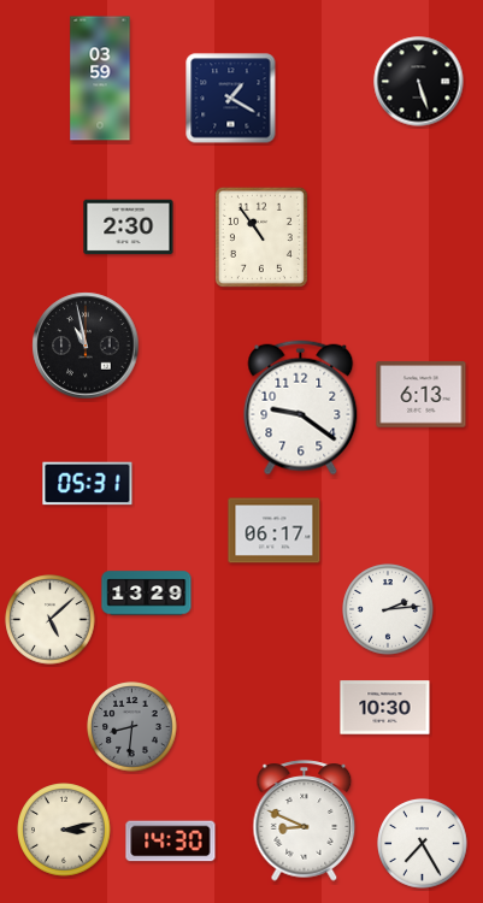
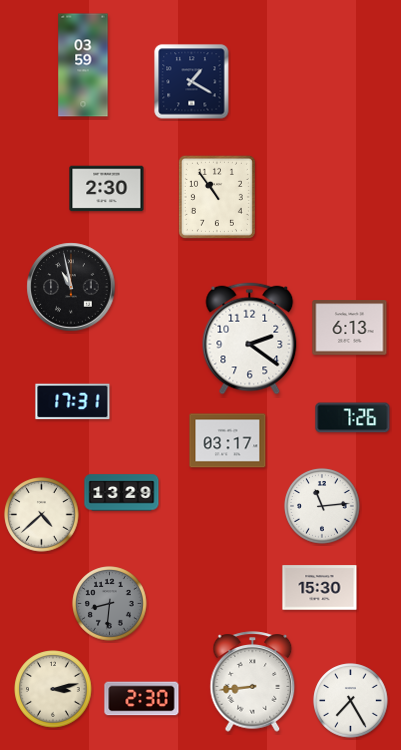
clock at (419, 82): 5:27 -> none
clock at (301, 408): 9:21 -> 2:21
clock at (88, 484): 05:31 -> 17:31
clock at (353, 418): none -> 7:26
clock at (275, 531): 06:17 -> 03:17
clock at (388, 609): 2:14 -> 11:14
clock at (51, 620): 5:08 -> 4:38
clock at (385, 708): 10:30 -> 15:30
clock at (305, 821): 8:49 -> 8:44
clock at (171, 842): 14:30 -> 2:30
